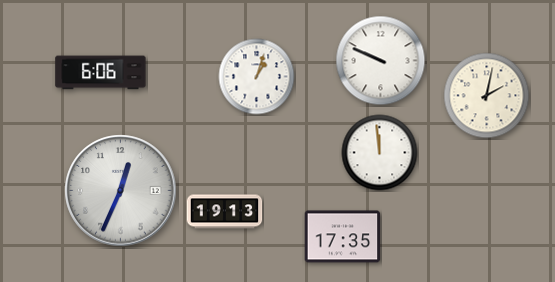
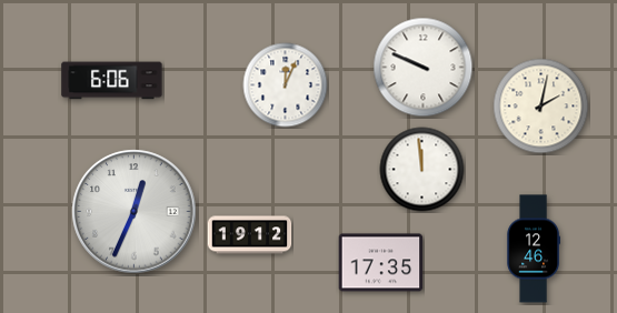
clock at (257, 77): 1:03 -> 12:04
clock at (225, 212): 19:13 -> 19:12
clock at (533, 249): none -> 12:46
